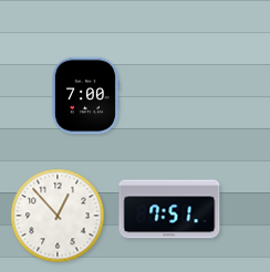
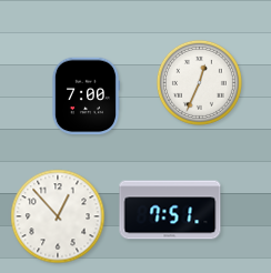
clock at (199, 82): none -> 12:34
